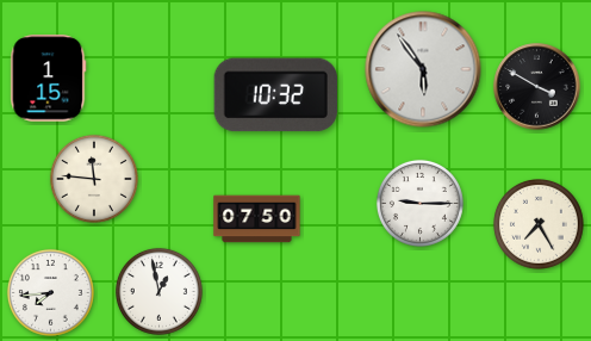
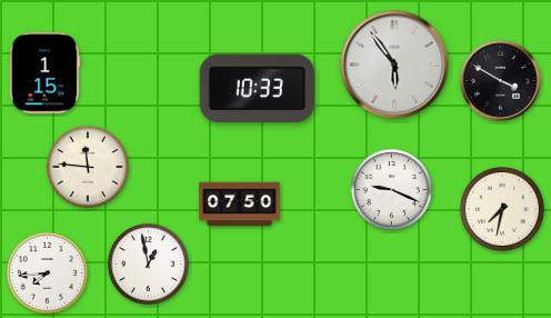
clock at (275, 95): 10:32 -> 10:33
clock at (419, 203): 9:15 -> 9:19
clock at (540, 225): 7:25 -> 7:32
clock at (158, 291) position: (158, 291) -> (148, 264)
